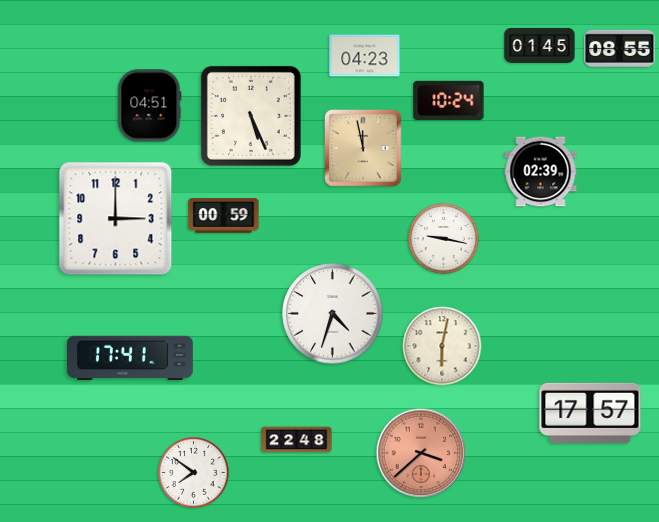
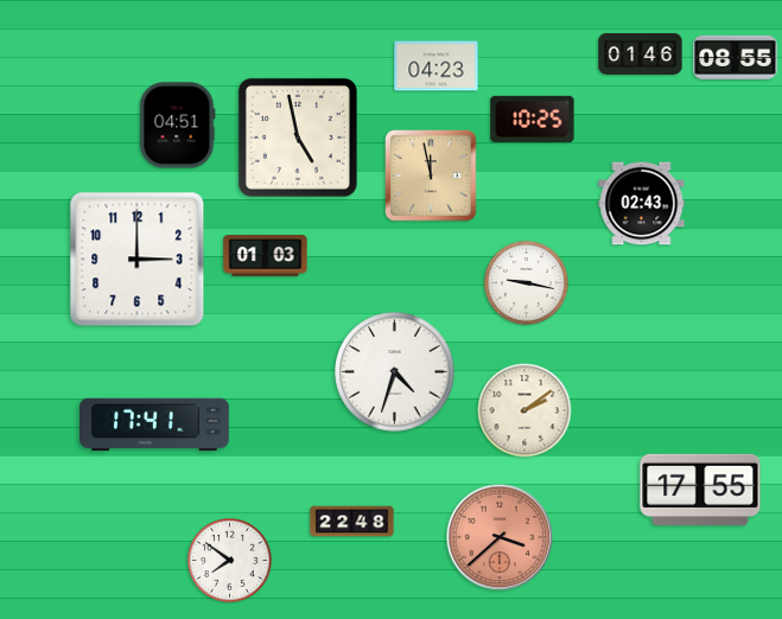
clock at (540, 45): 01:45 -> 01:46
clock at (365, 56) position: (365, 56) -> (437, 66)
clock at (449, 100): 10:24 -> 10:25
clock at (251, 116): 5:26 -> 4:58
clock at (541, 172): 02:39 -> 02:43
clock at (224, 216): 00:59 -> 01:03
clock at (442, 346): 6:02 -> 2:09
clock at (590, 413): 17:57 -> 17:55
